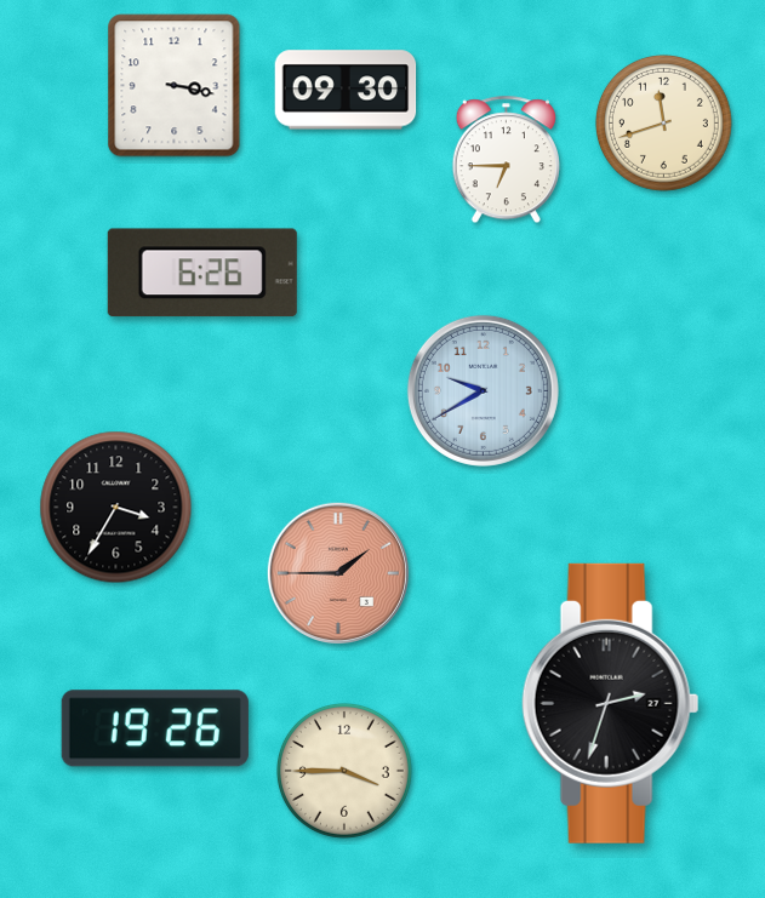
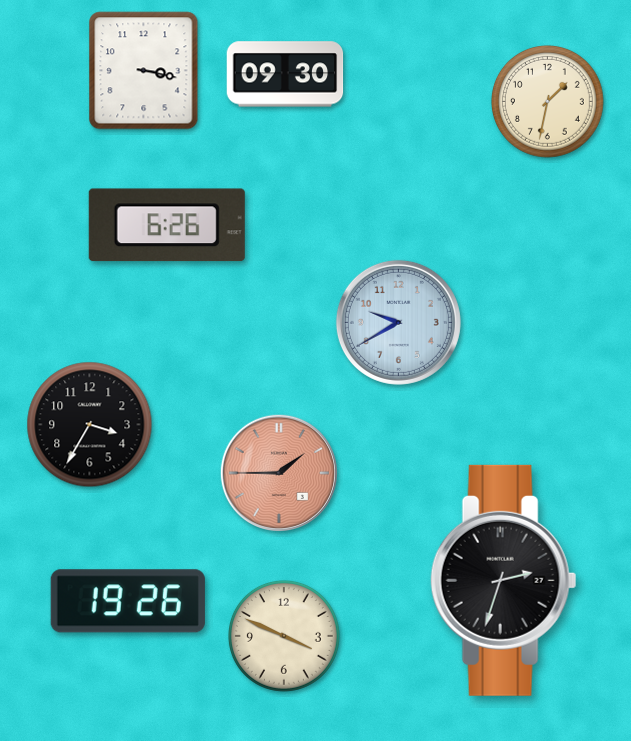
clock at (663, 122): 11:42 -> 1:32
clock at (506, 160): 6:45 -> none
clock at (116, 508) position: (116, 508) -> (90, 425)
clock at (344, 771): 3:45 -> 3:49
